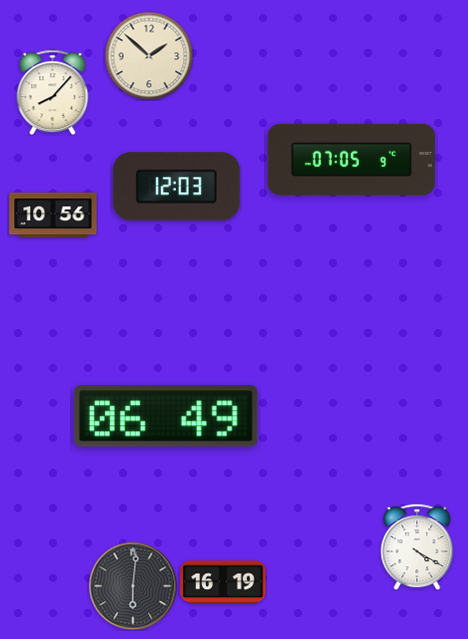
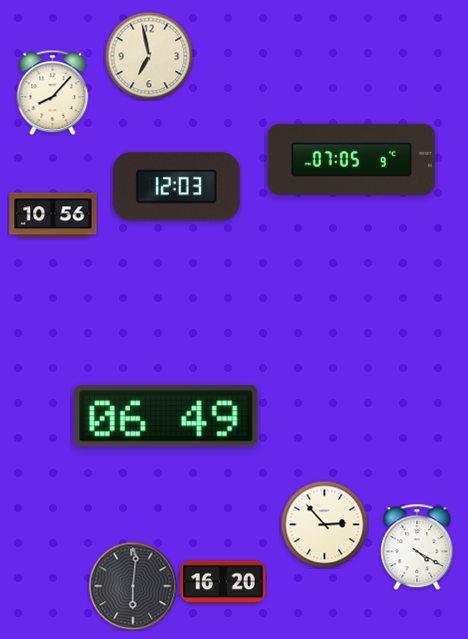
clock at (149, 56): 1:52 -> 6:58
clock at (324, 524): none -> 2:53
clock at (223, 582): 16:19 -> 16:20
